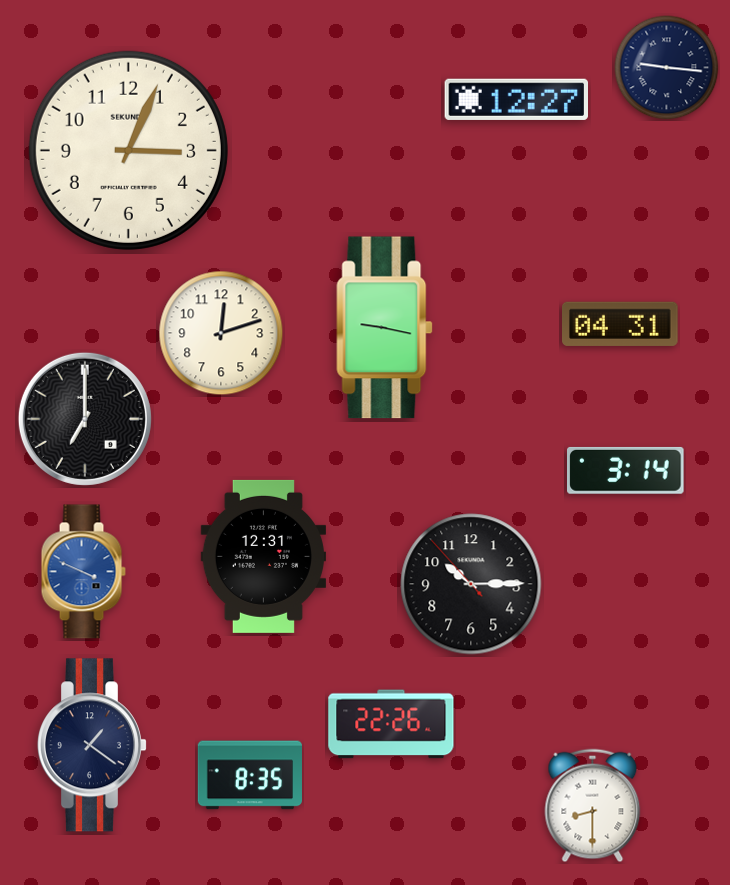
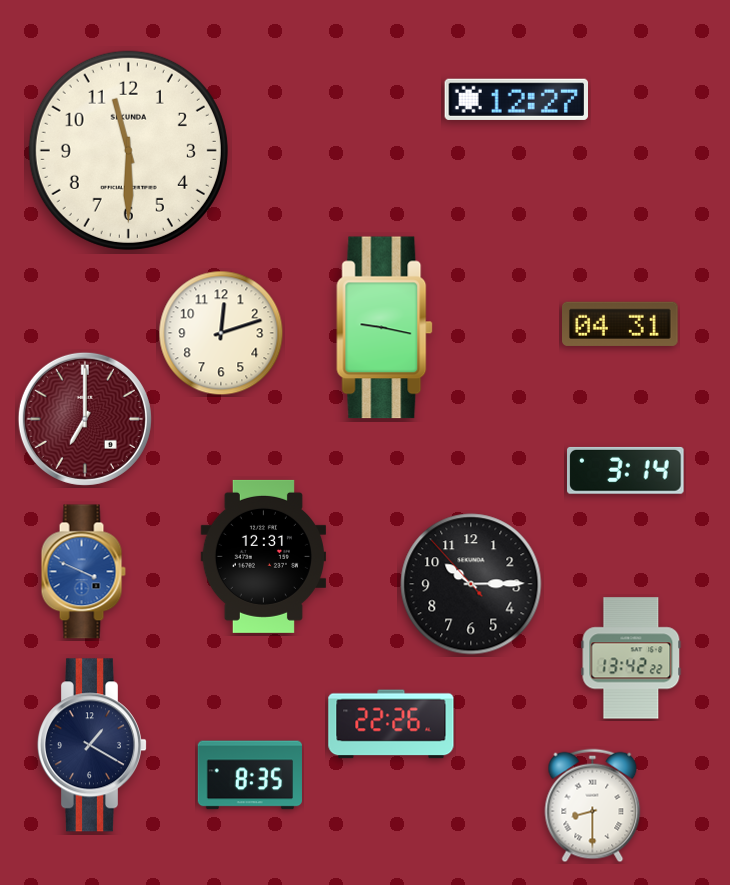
clock at (667, 68): 9:16 -> none
clock at (128, 150): 3:04 -> 11:30
clock at (85, 419) dial: black -> burgundy
clock at (631, 658): none -> 13:42
clock at (92, 745): 1:21 -> 1:20
